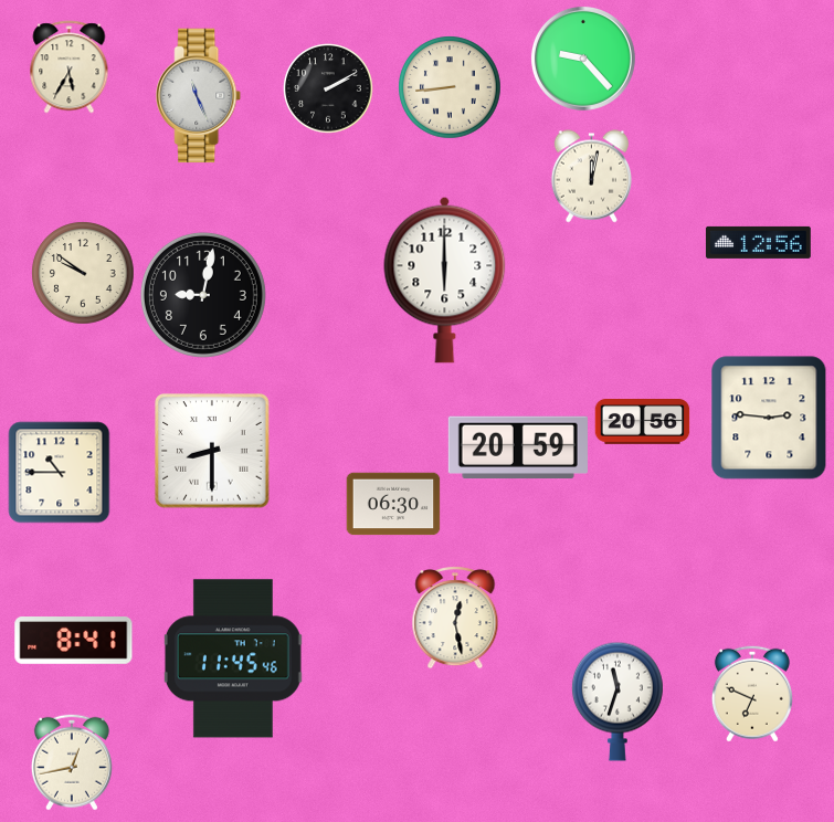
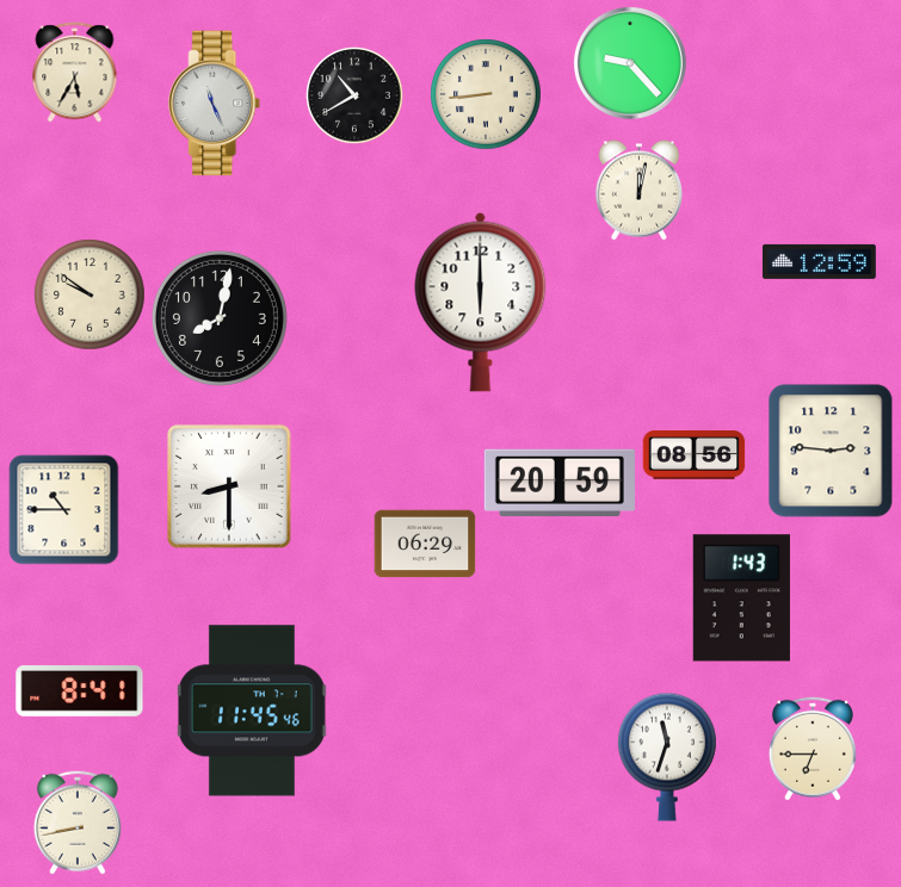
clock at (328, 88): 2:10 -> 10:40
clock at (758, 242): 12:56 -> 12:59
clock at (203, 295): 9:02 -> 8:02
clock at (643, 422): 20:56 -> 08:56
clock at (393, 504): 06:30 -> 06:29
clock at (741, 598): none -> 1:43
clock at (455, 618): 12:28 -> none
clock at (752, 694): 6:49 -> 6:45
clock at (72, 762): 12:43 -> 8:43
